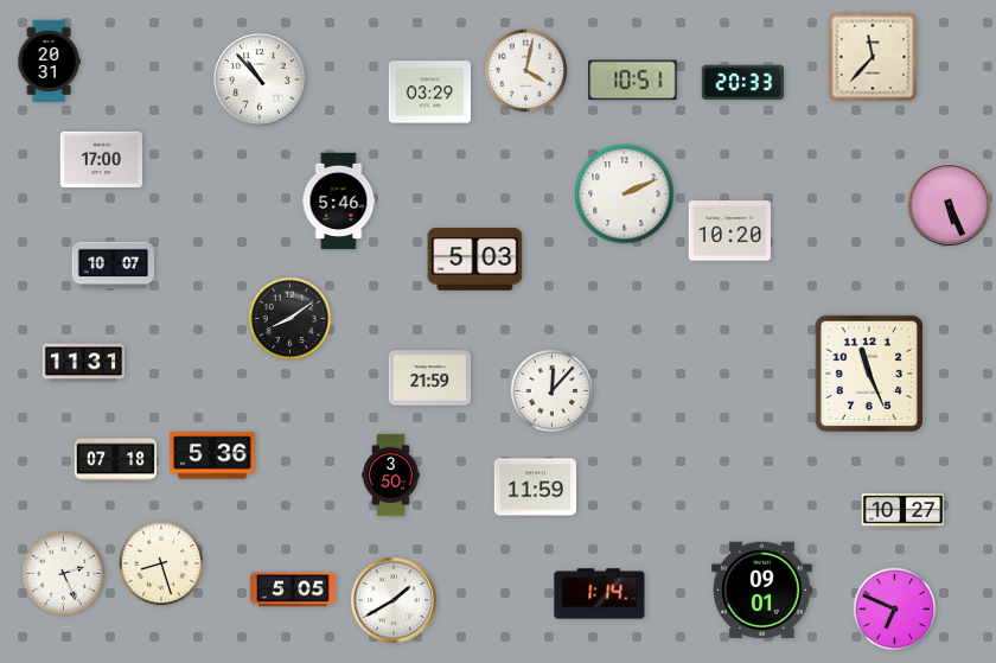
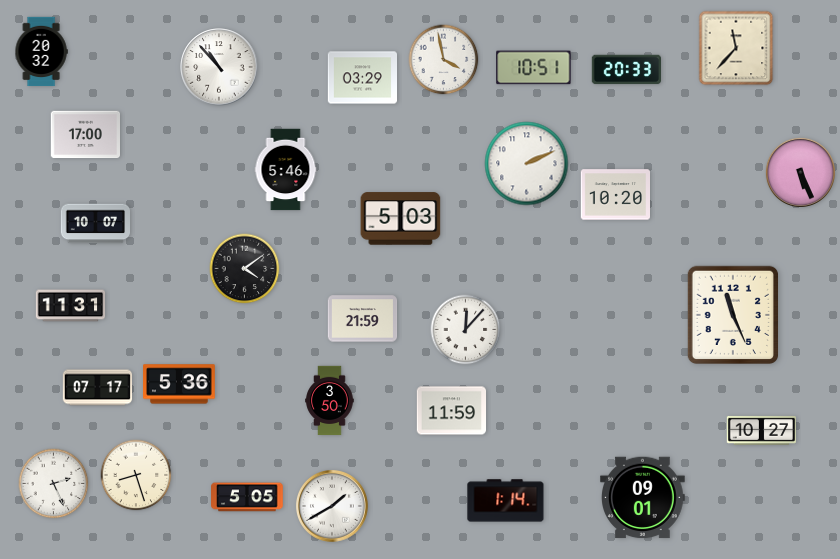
clock at (49, 62): 20:31 -> 20:32
clock at (526, 71): 4:02 -> 3:58
clock at (290, 319): 8:09 -> 4:09
clock at (116, 460): 07:18 -> 07:17
clock at (895, 610): 6:49 -> none
